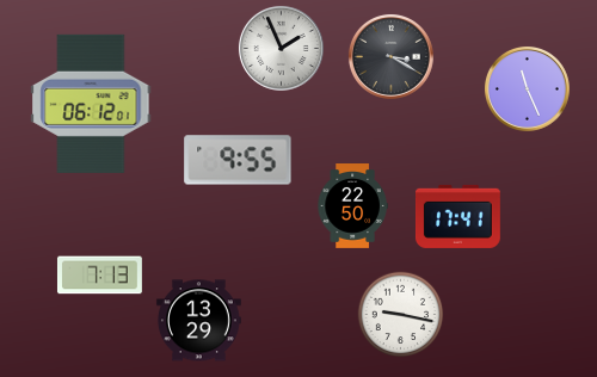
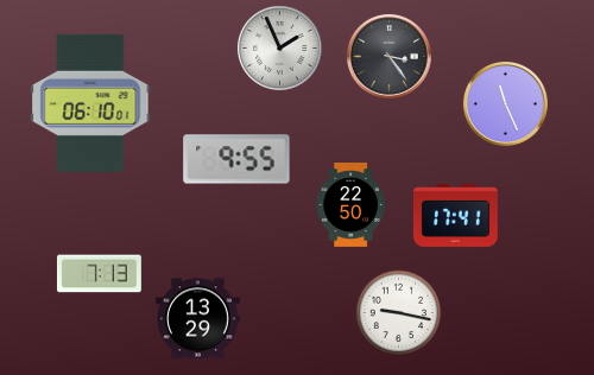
clock at (390, 56): 3:20 -> 3:24
clock at (527, 88) position: (527, 88) -> (505, 103)
clock at (91, 104): 06:12 -> 06:10
